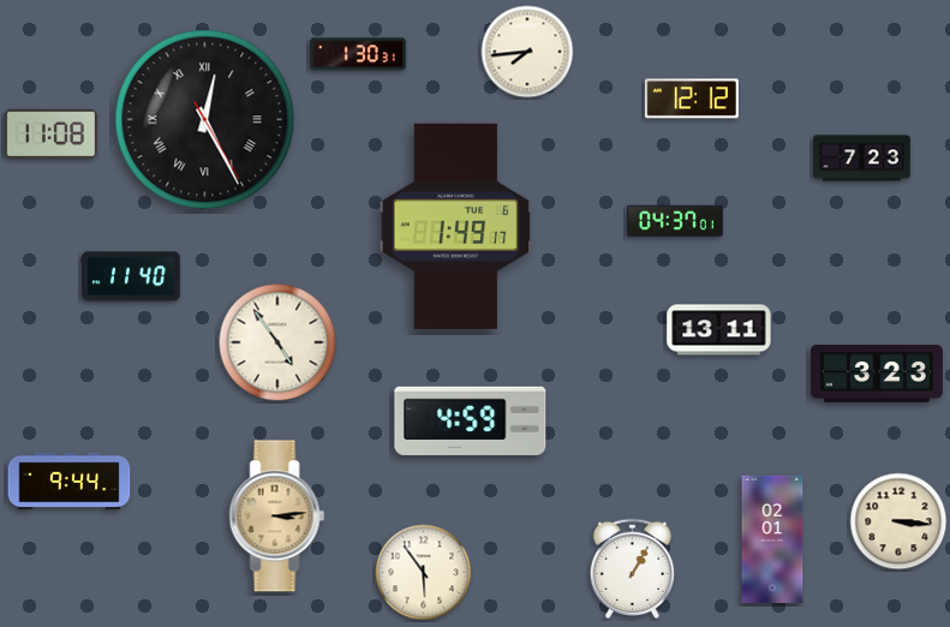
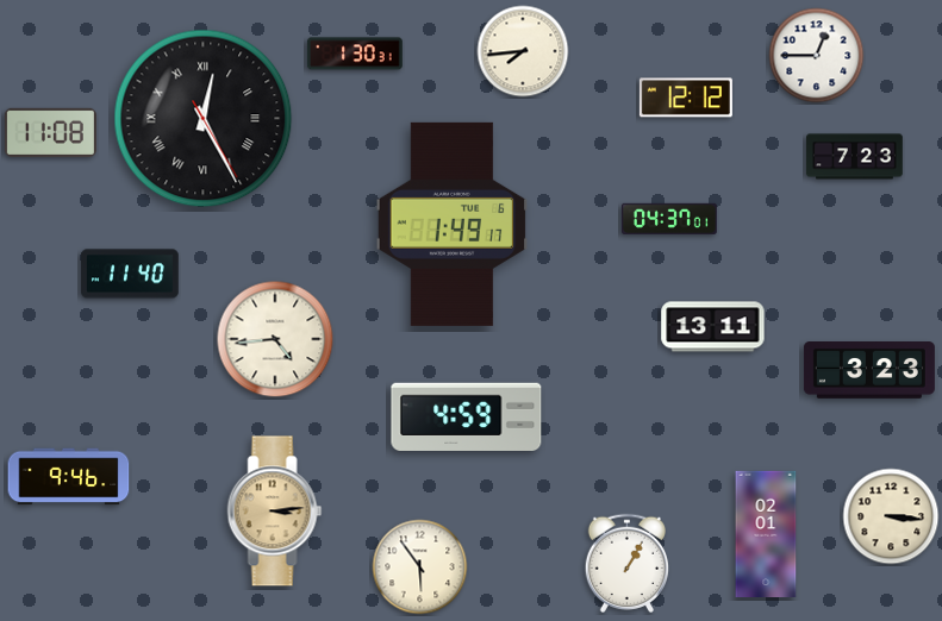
clock at (817, 56): none -> 12:45
clock at (277, 342): 4:54 -> 4:44
clock at (70, 482): 9:44 -> 9:46
